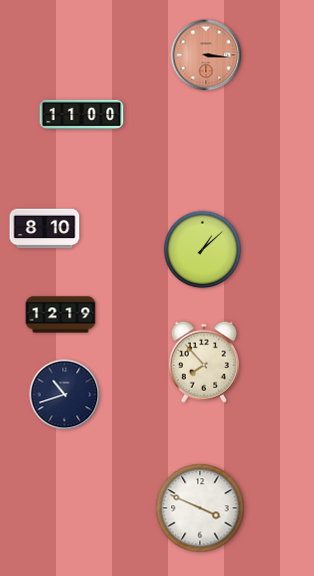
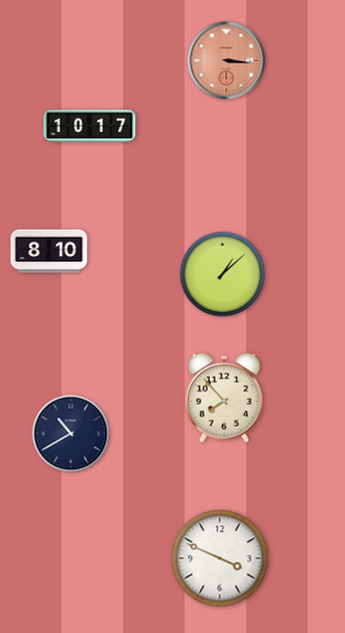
clock at (82, 114): 11:00 -> 10:17
clock at (61, 315): 12:19 -> none
clock at (65, 395): 10:42 -> 10:40
